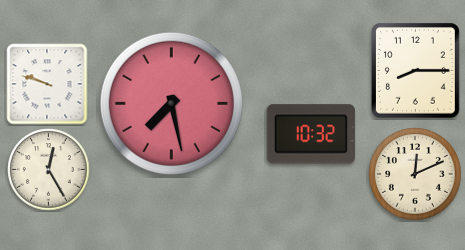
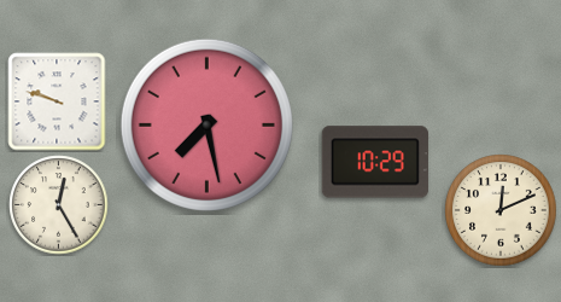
clock at (416, 71): 8:15 -> none
clock at (311, 134): 10:32 -> 10:29
